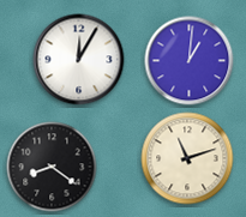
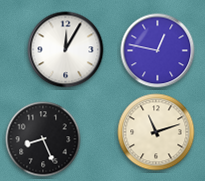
clock at (190, 61): 1:01 -> 12:47
clock at (52, 167): 8:21 -> 8:26
